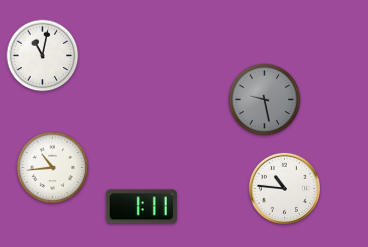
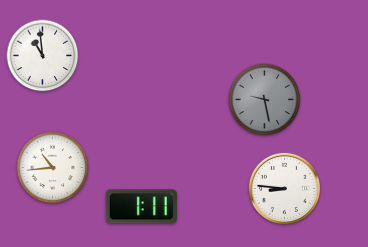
clock at (43, 56): 11:02 -> 10:59
clock at (284, 188): 10:46 -> 8:46
